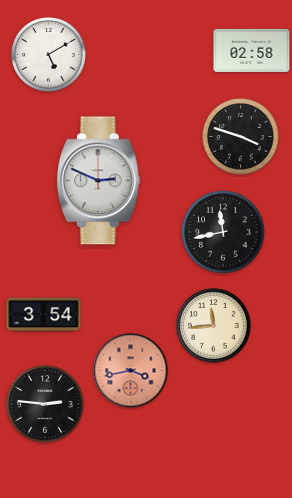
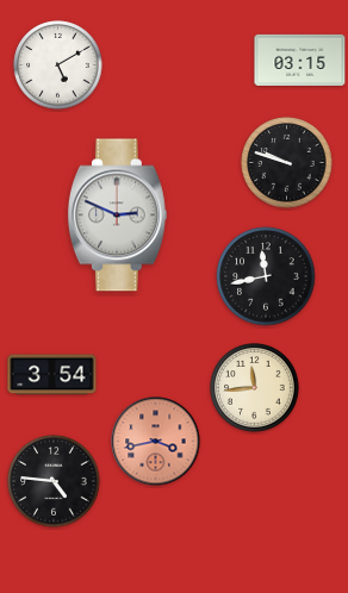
clock at (252, 50): 02:58 -> 03:15
clock at (241, 137): 3:48 -> 9:48
clock at (45, 404): 2:46 -> 4:46
